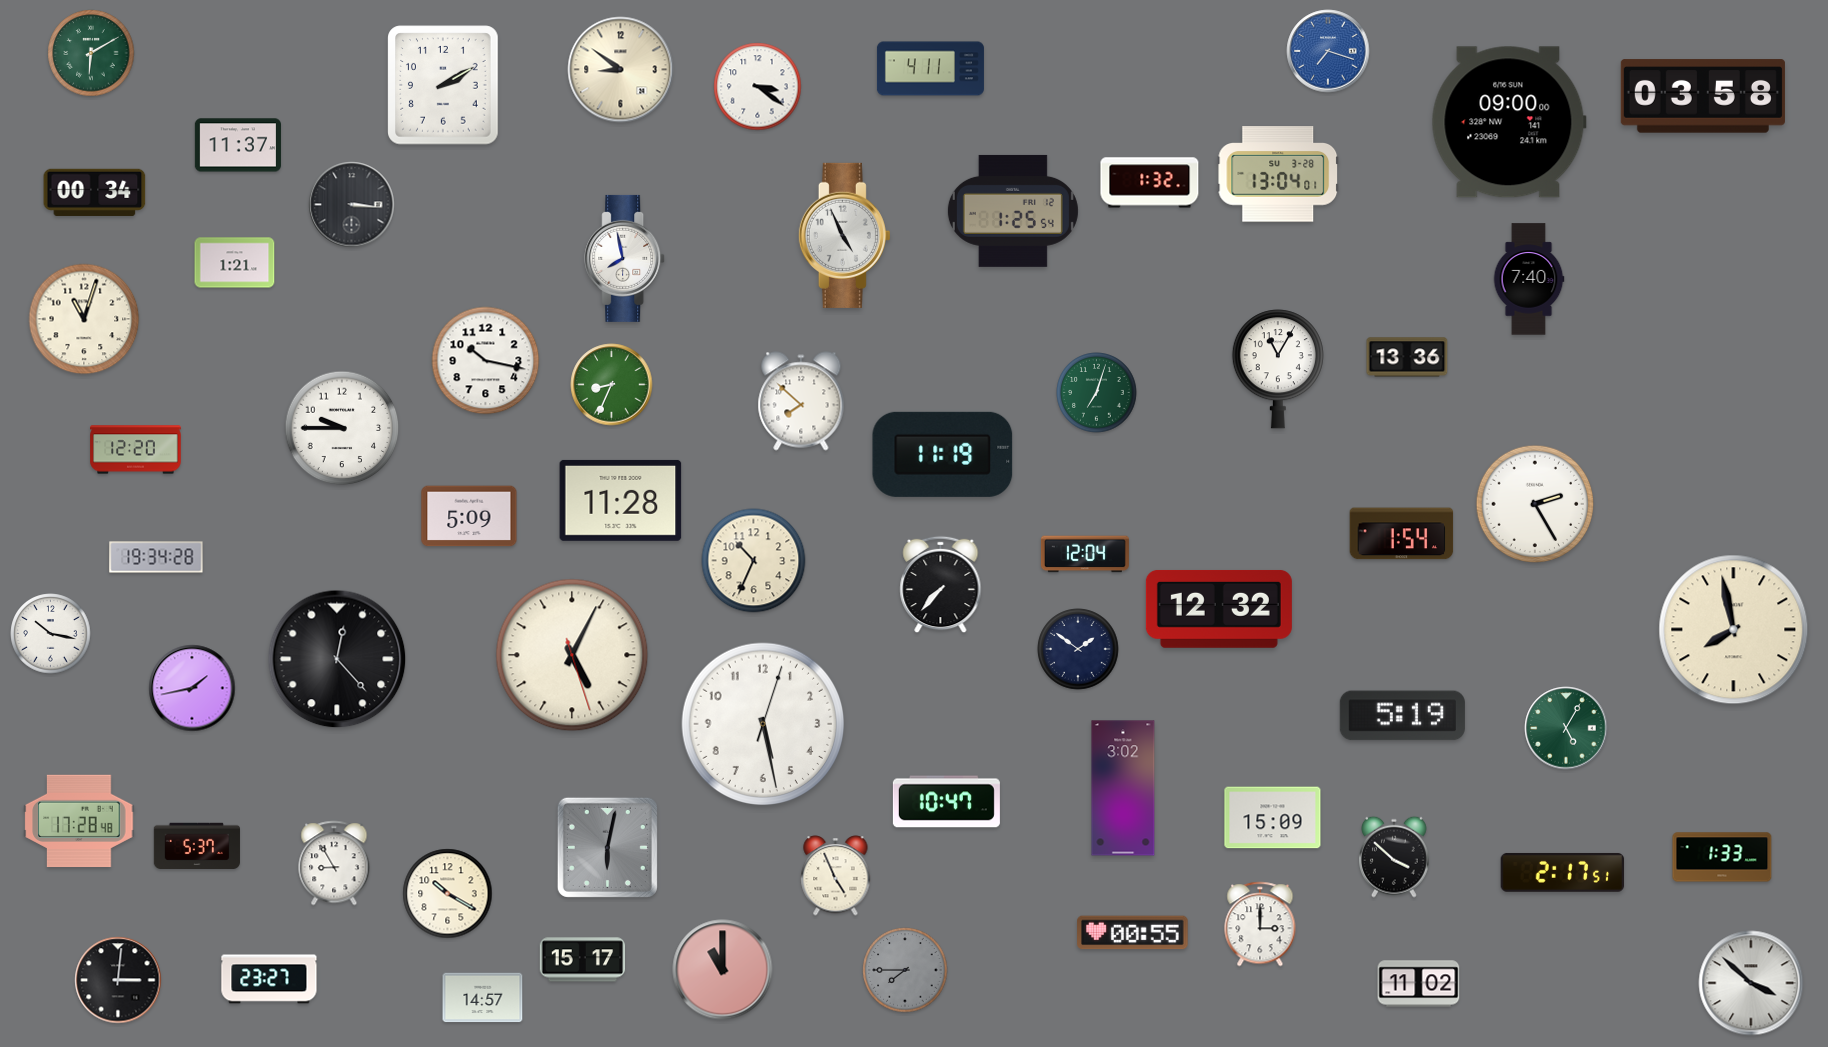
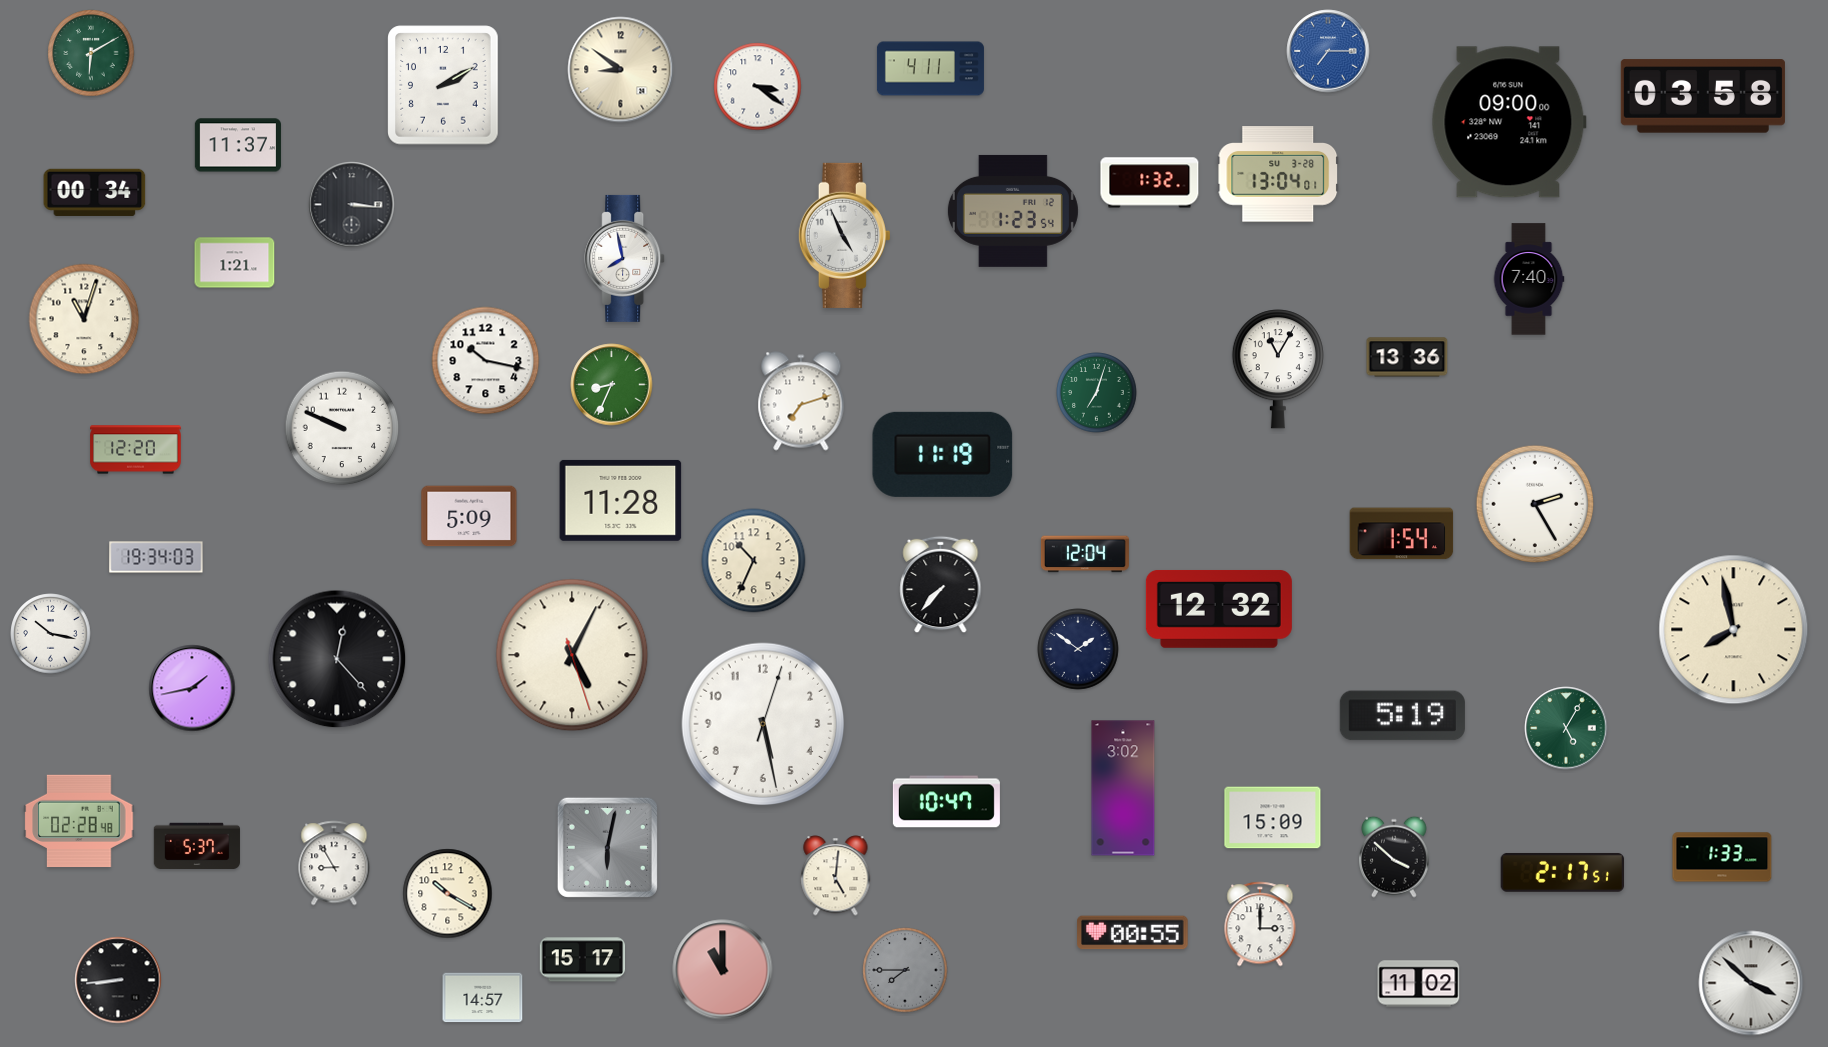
clock at (1328, 51): 7:18 -> 7:15
clock at (1013, 211): 1:25 -> 1:23
clock at (801, 401): 7:52 -> 7:12
clock at (342, 428): 9:45 -> 9:49
clock at (156, 557): 19:34:28 -> 19:34:03
clock at (79, 821): 17:28 -> 02:28
clock at (836, 876): 4:56 -> 5:01
clock at (269, 979): 23:27 -> none
clock at (118, 980): 3:01 -> 8:44
